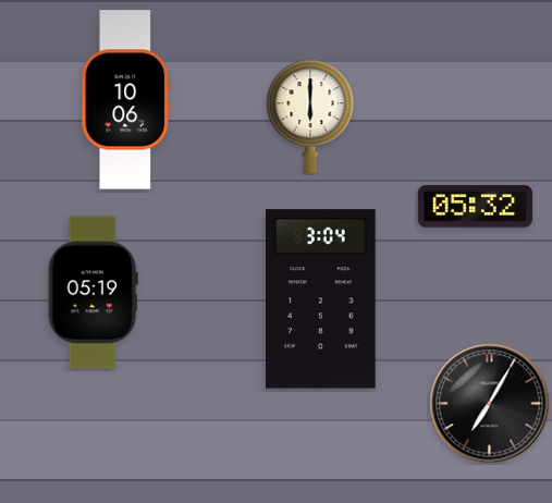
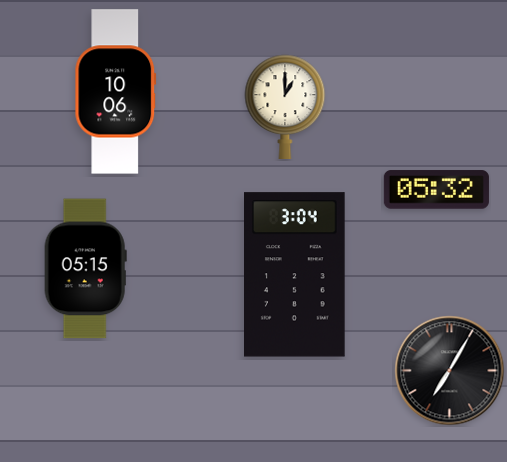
clock at (310, 115): 6:00 -> 1:00
clock at (93, 293): 05:19 -> 05:15
